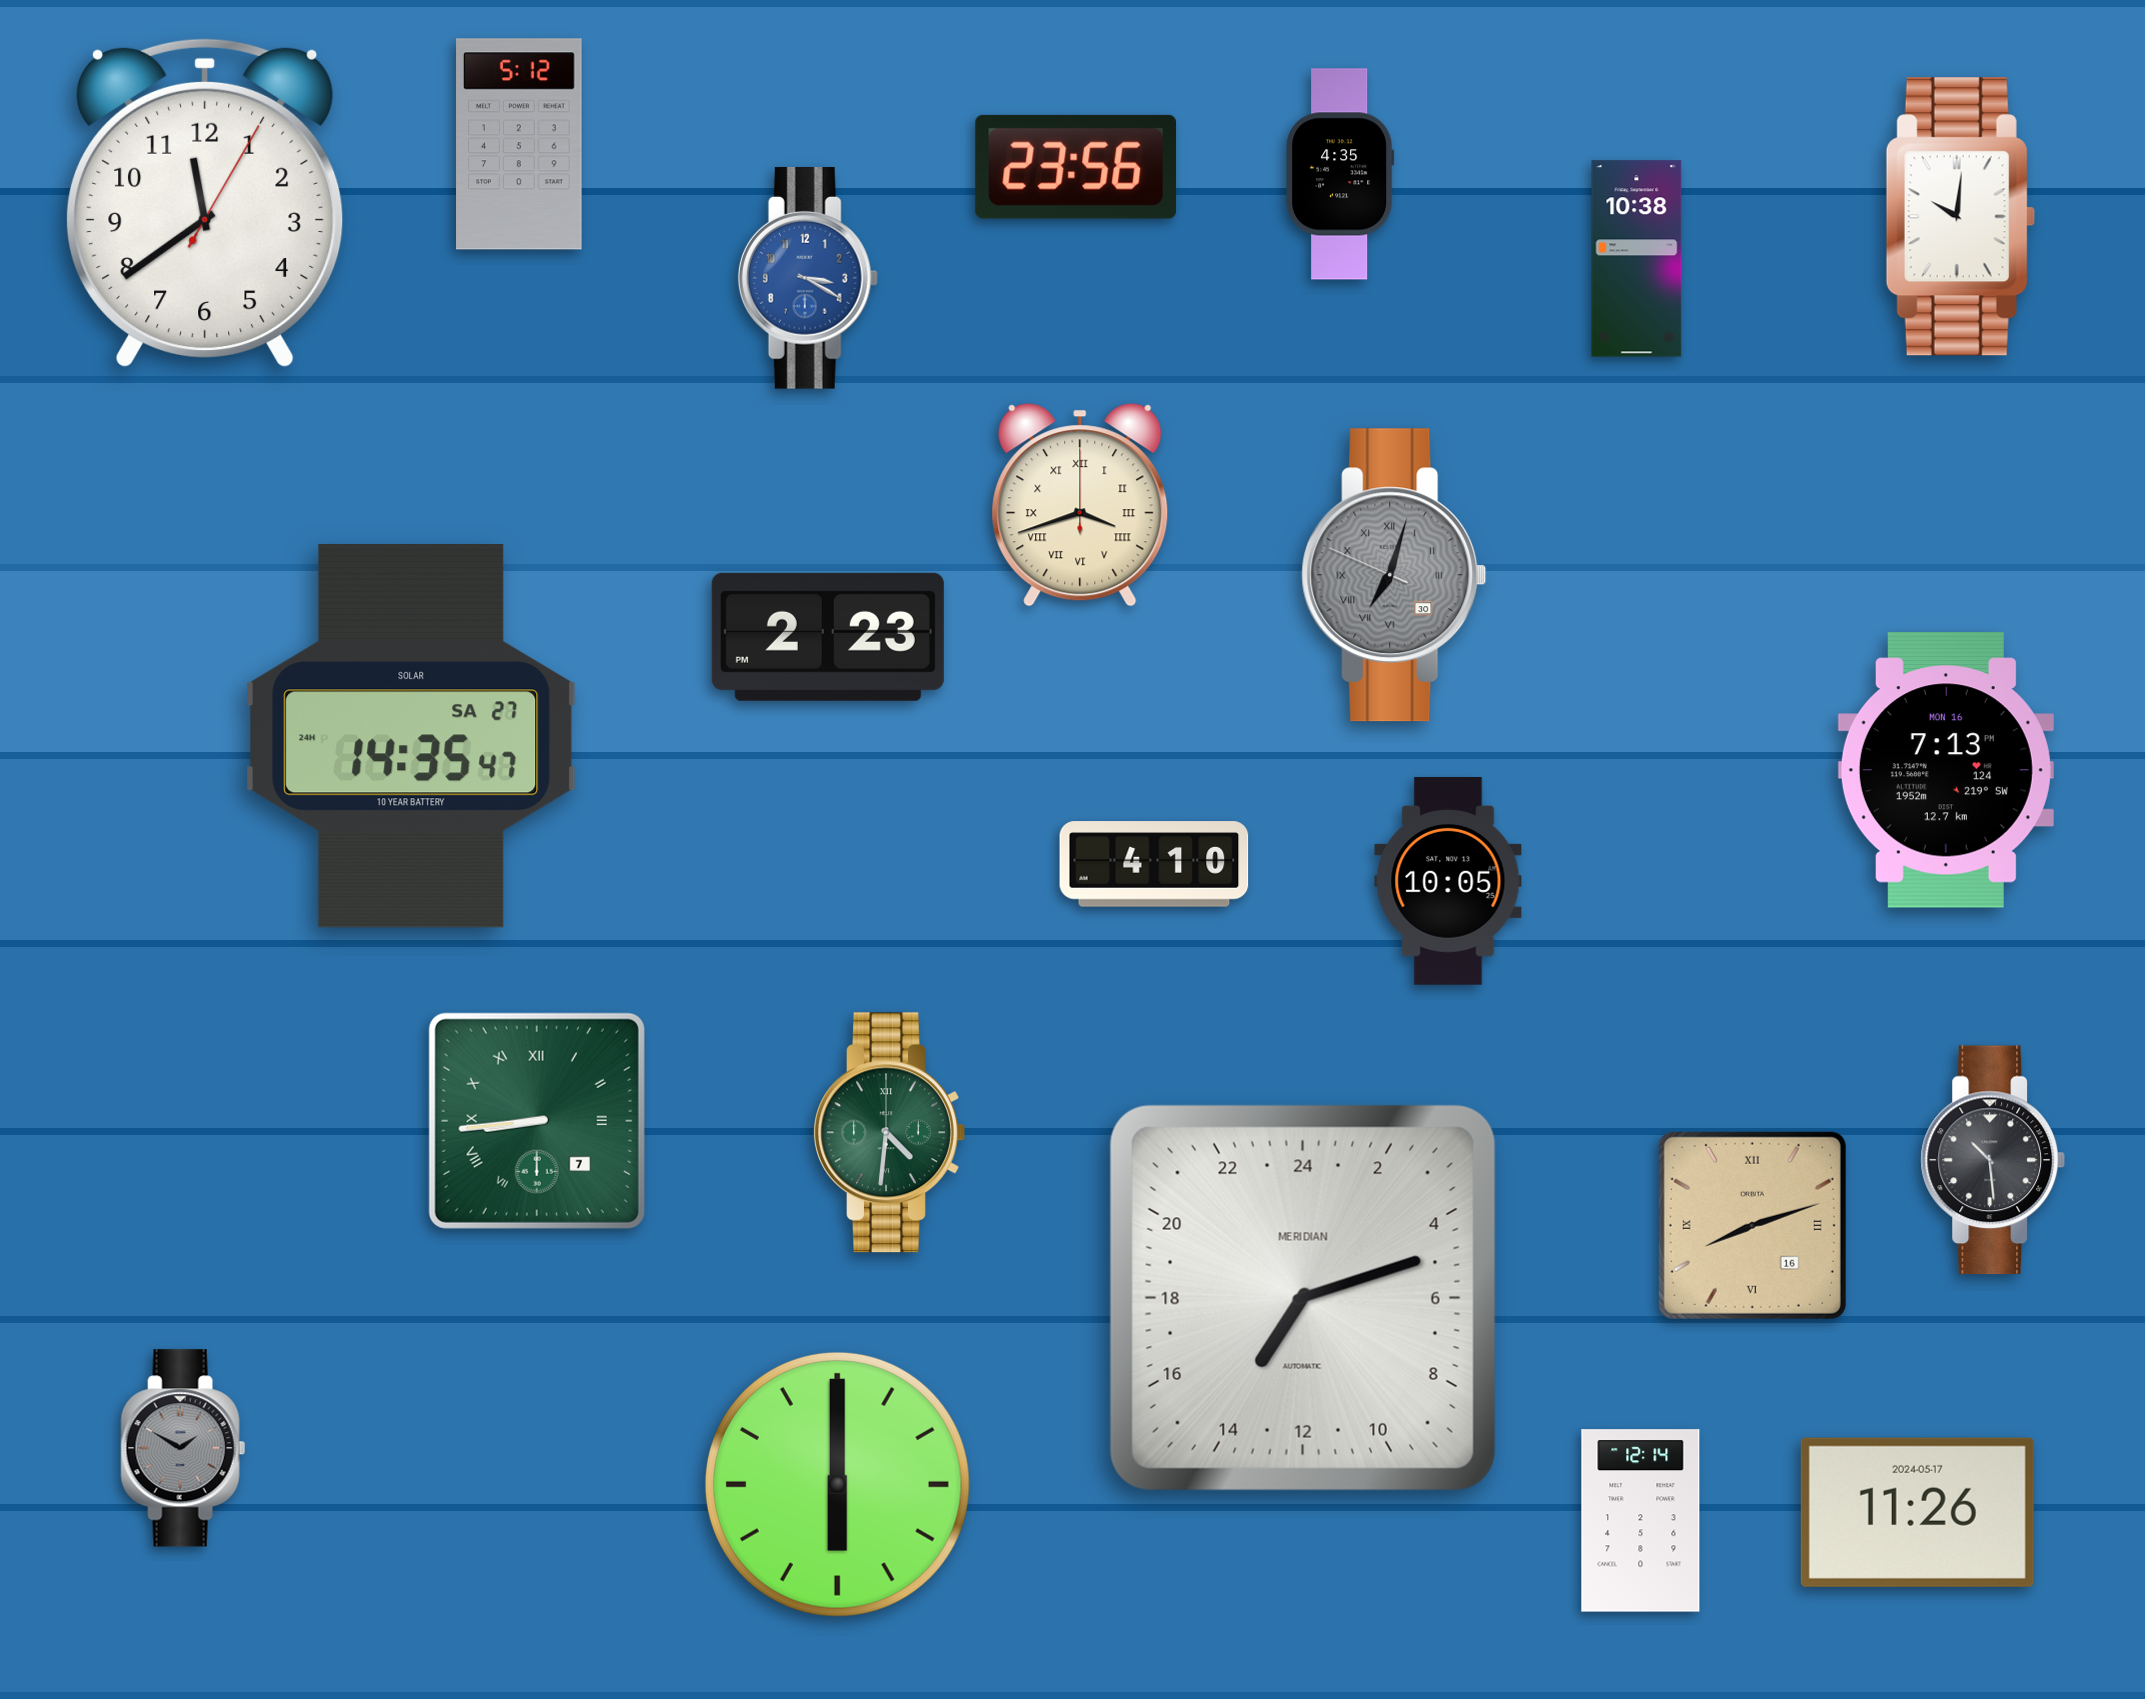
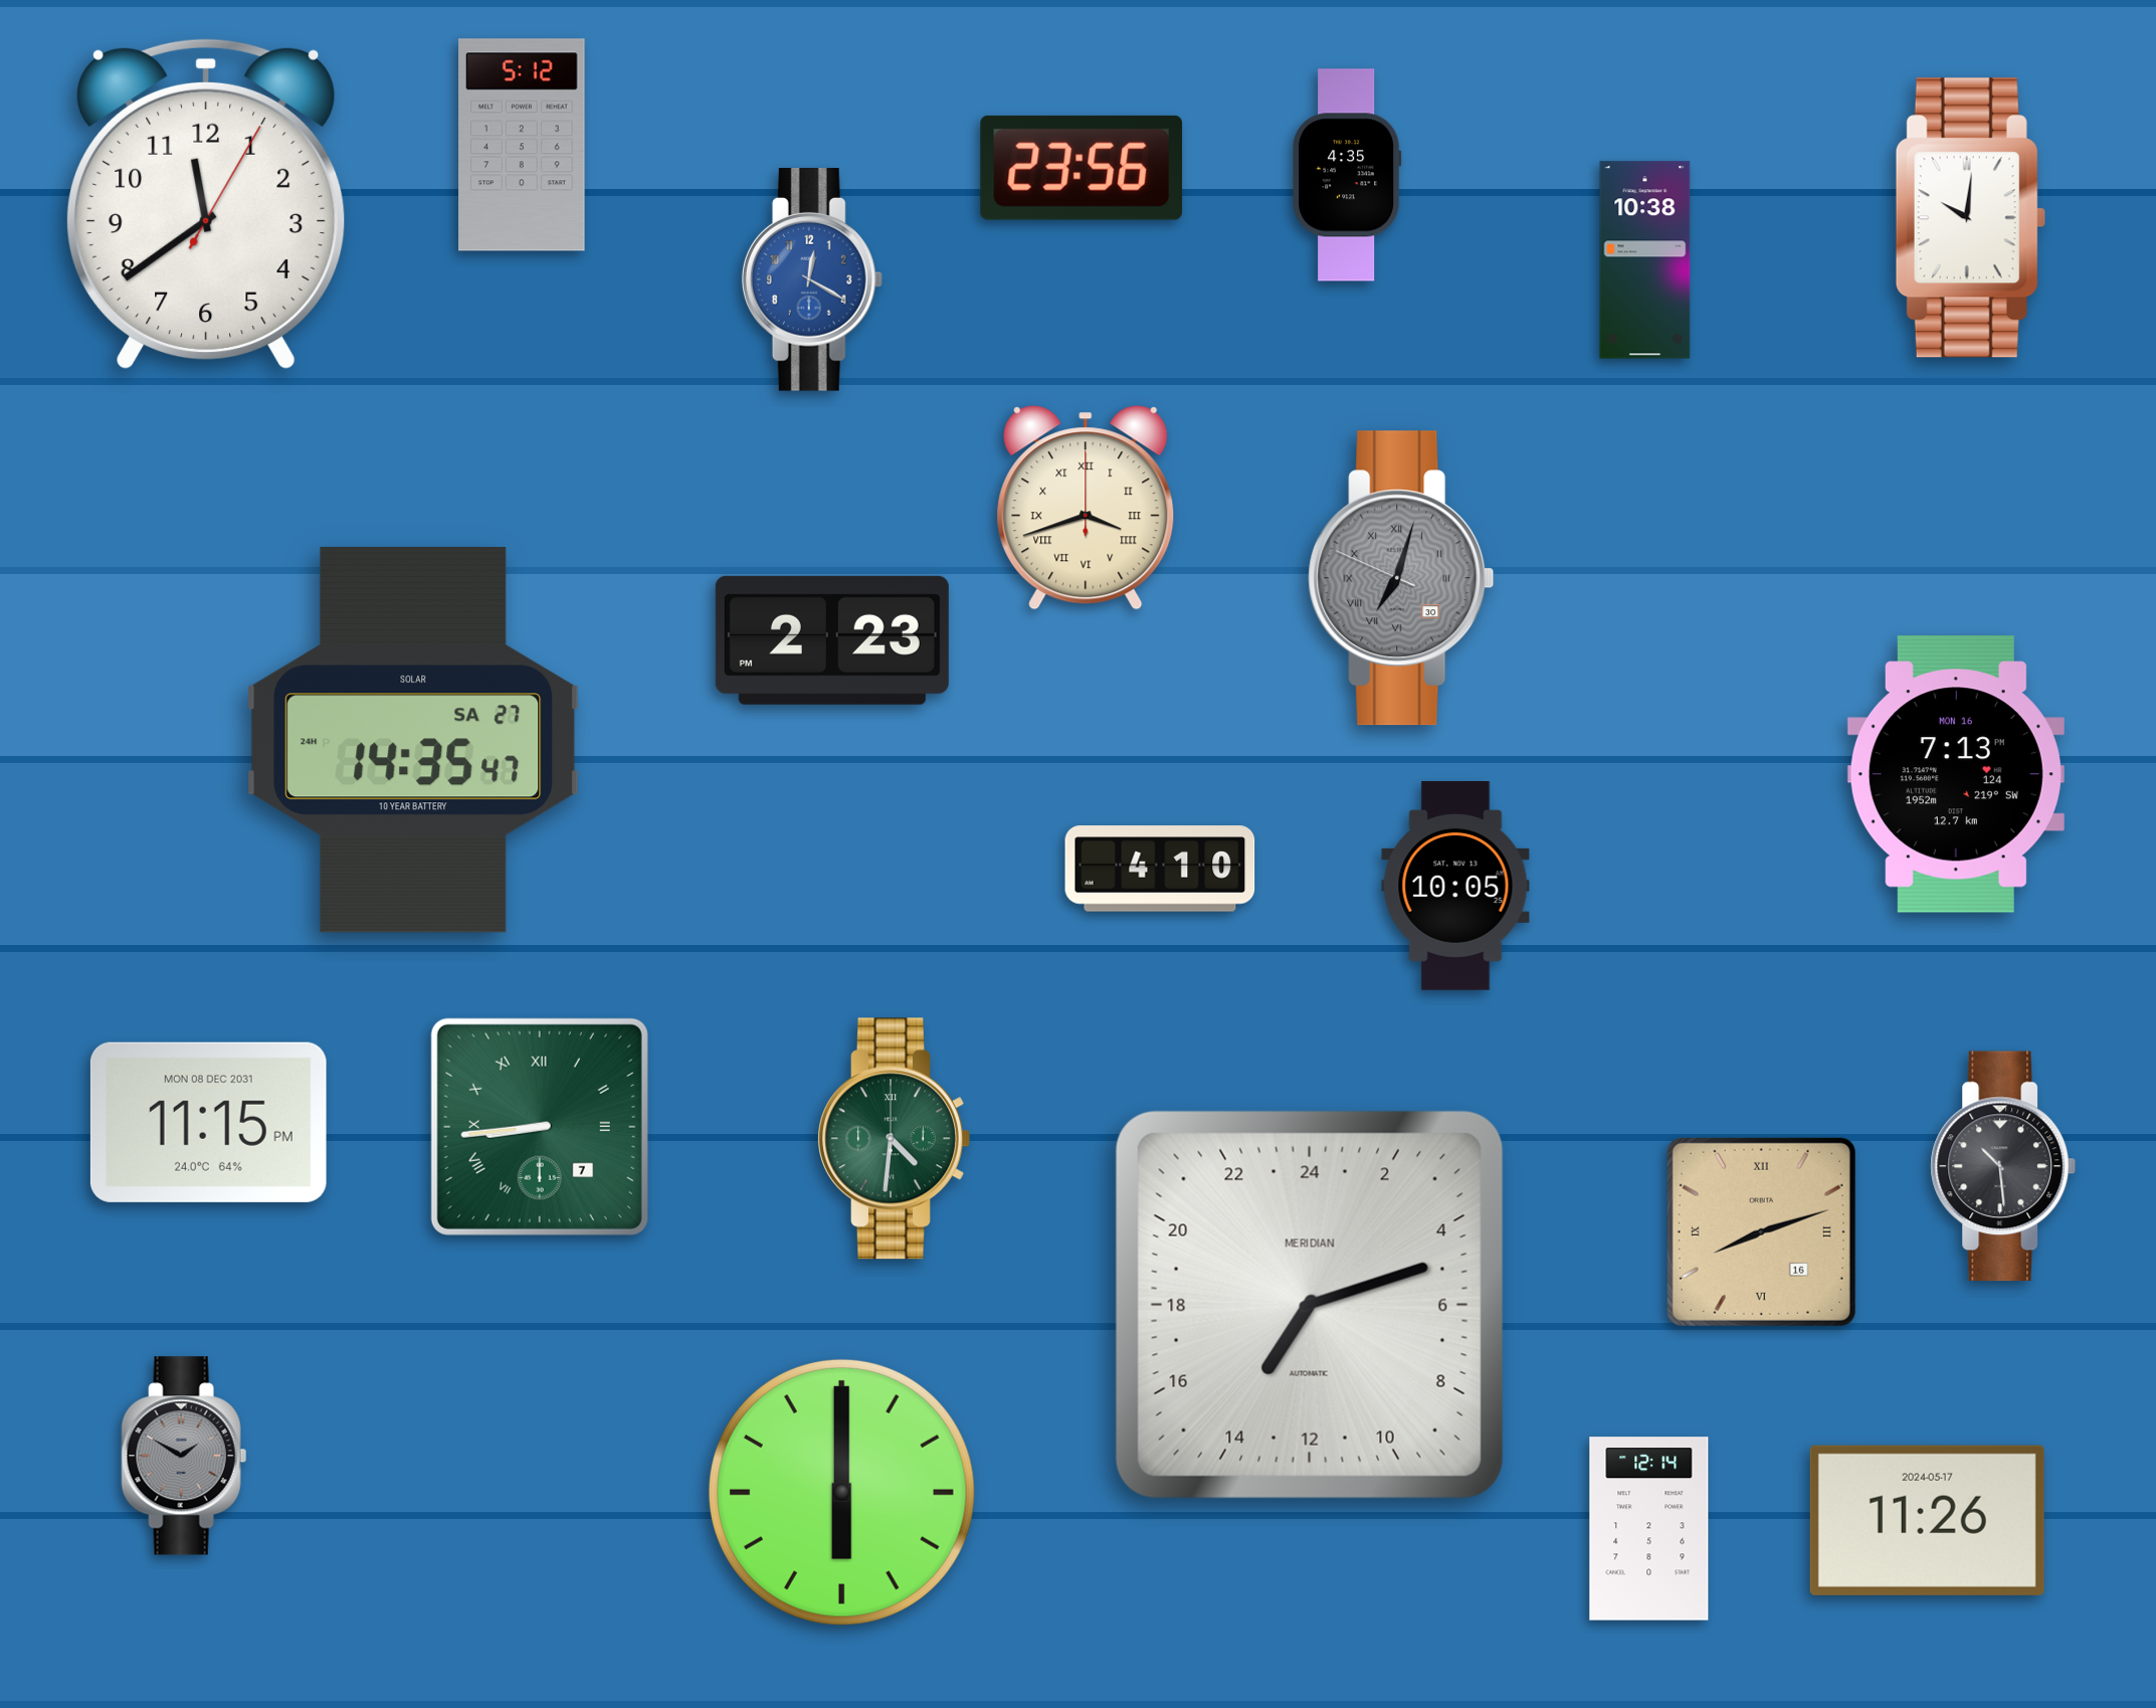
clock at (808, 279): 3:20 -> 12:20
clock at (208, 1122): none -> 11:15
